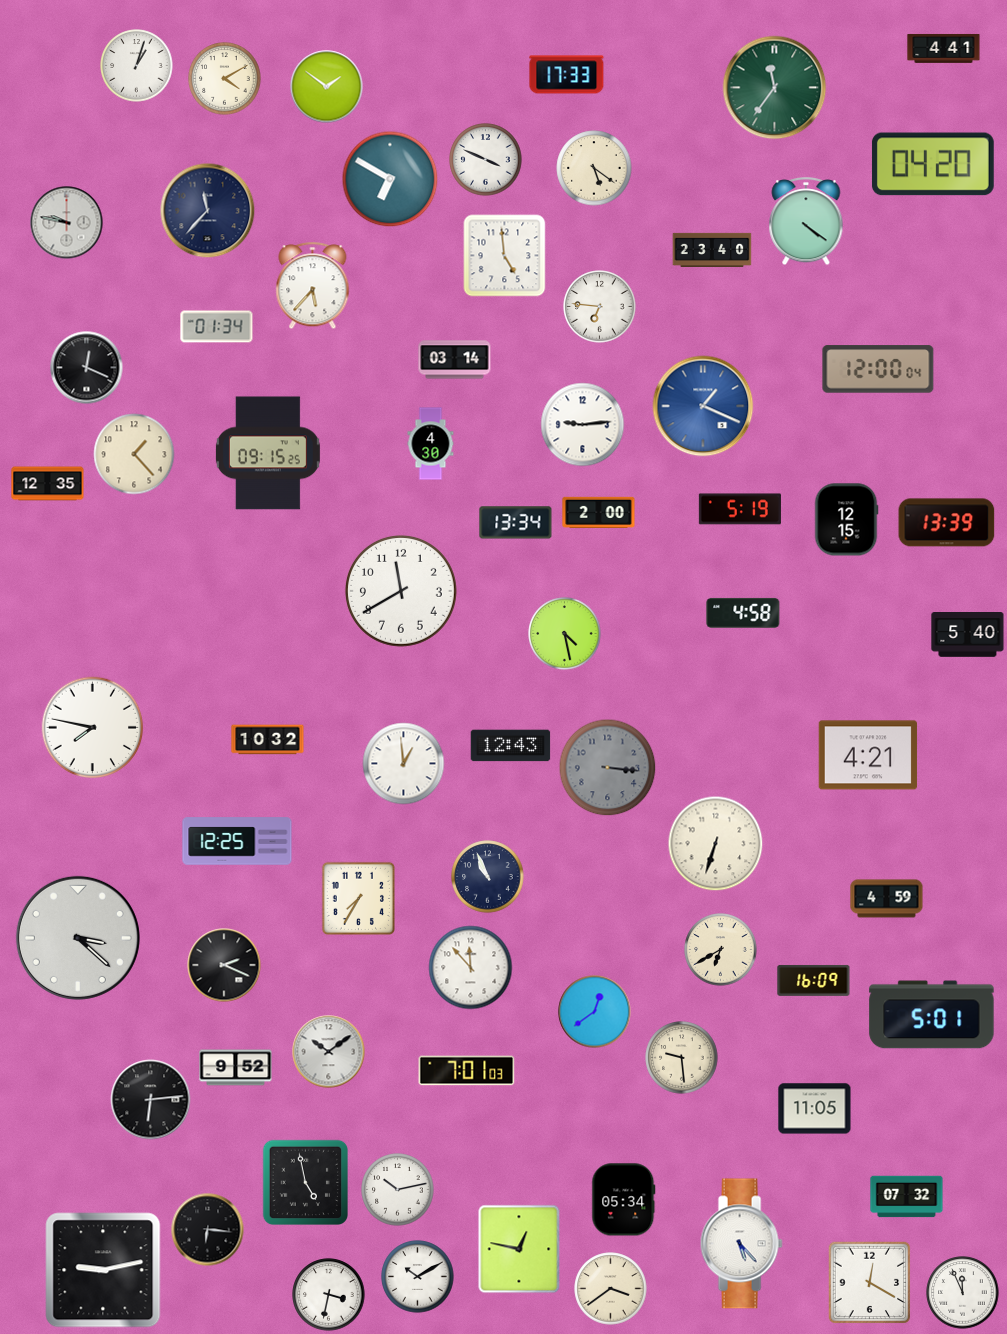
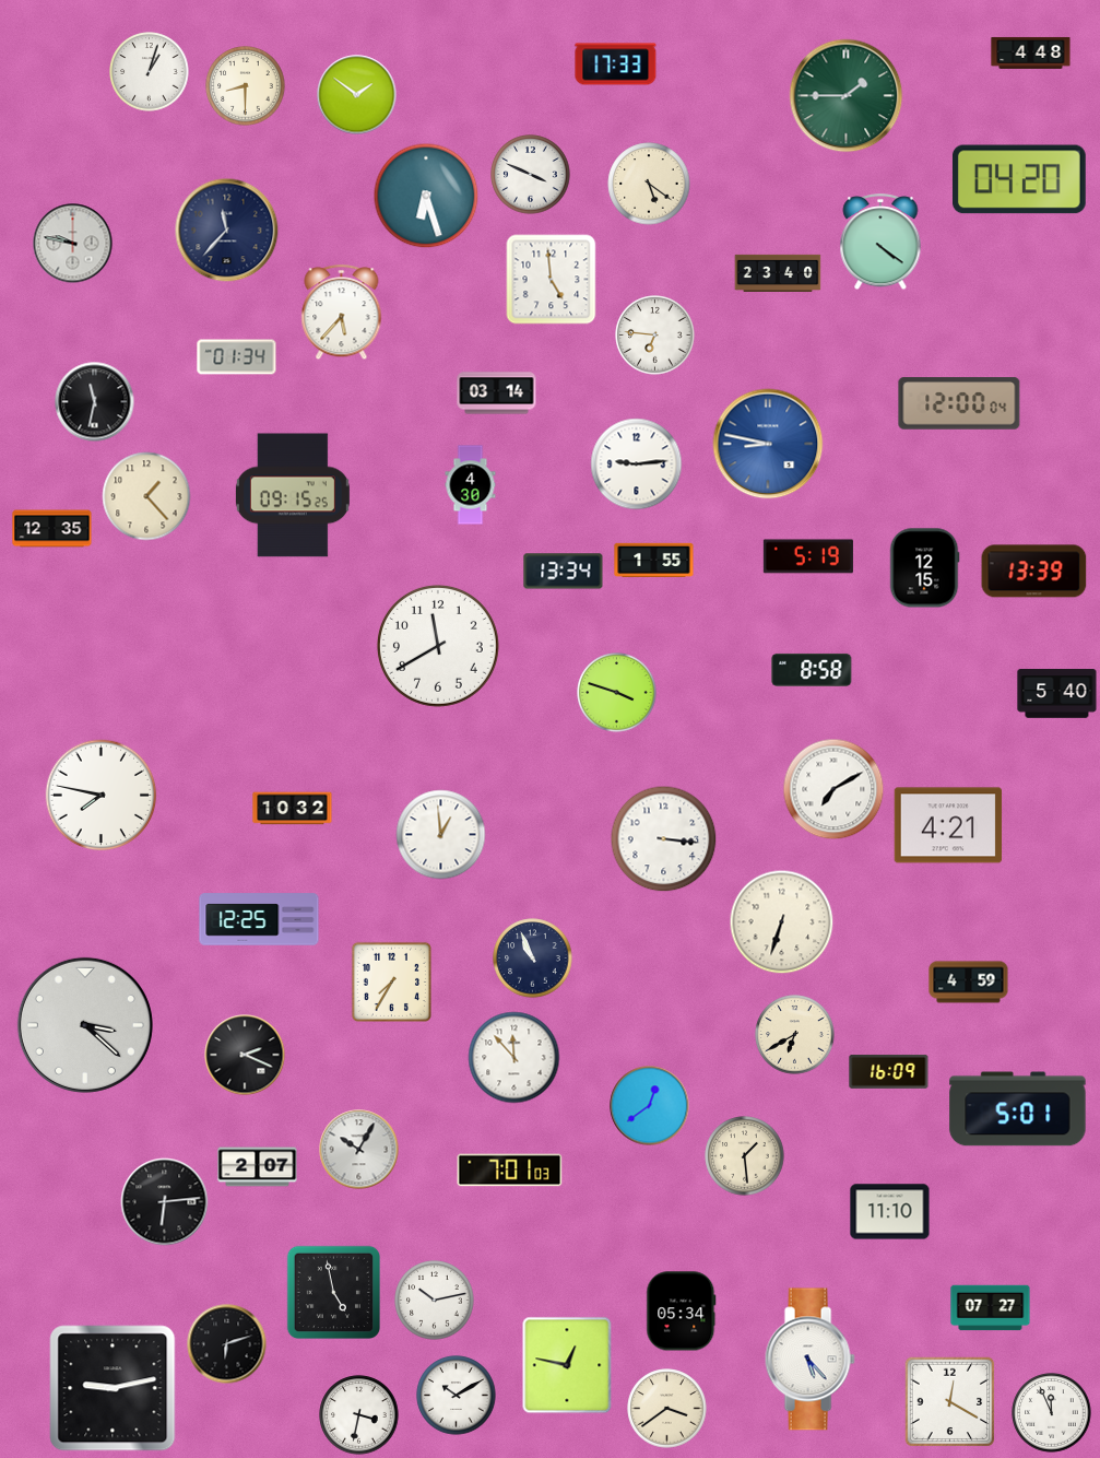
clock at (944, 48): 4:41 -> 4:48
clock at (567, 75) position: (567, 75) -> (616, 64)
clock at (225, 79): 4:10 -> 8:30
clock at (775, 88): 11:36 -> 1:45
clock at (390, 179): 6:50 -> 6:27
clock at (87, 368): 12:19 -> 11:32
clock at (703, 406): 1:19 -> 8:47
clock at (599, 512): 2:00 -> 1:55
clock at (743, 613): 4:58 -> 8:58
clock at (565, 634): 4:28 -> 3:48
clock at (833, 789): none -> 7:10
clock at (511, 746): 12:43 -> none
clock at (608, 768) dial: grey -> white
clock at (721, 950) position: (721, 950) -> (795, 1035)
clock at (329, 1052): 10:09 -> 10:05
clock at (682, 1058): 9:29 -> 1:29
clock at (236, 1068): 9:52 -> 2:07
clock at (815, 1109): 11:05 -> 11:10
clock at (907, 1197): 07:32 -> 07:27
clock at (208, 1230): 6:16 -> 6:12
